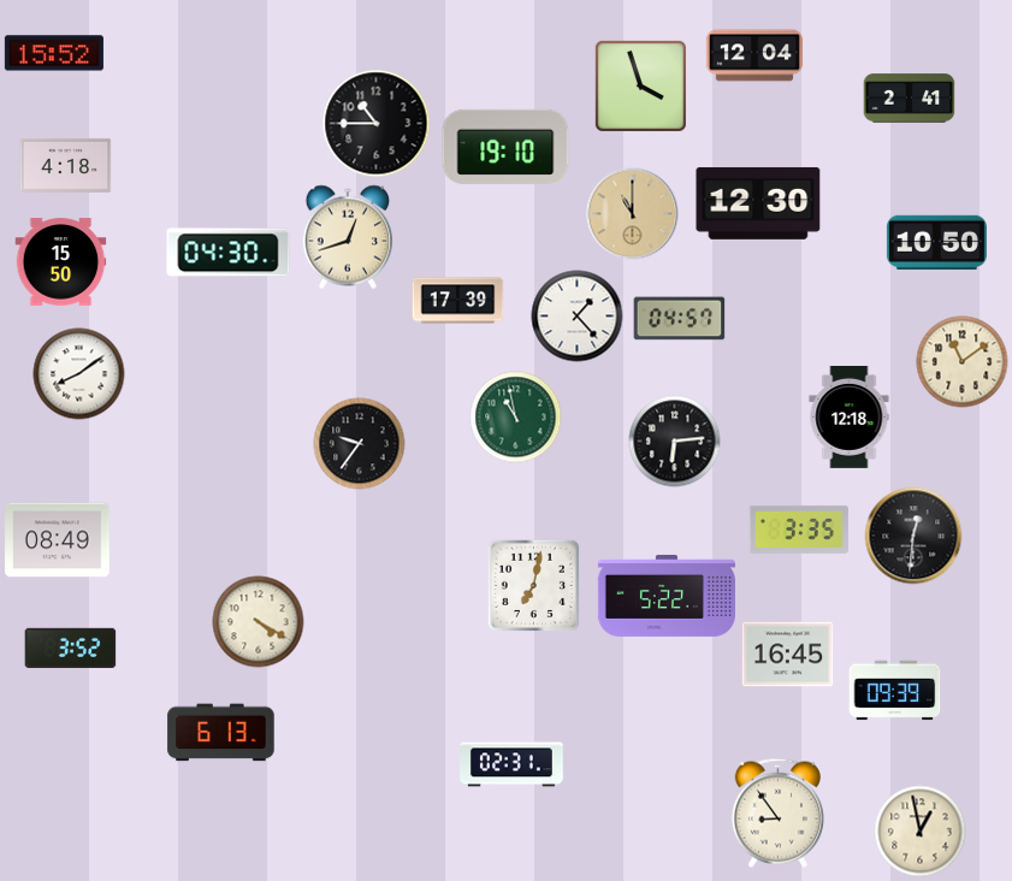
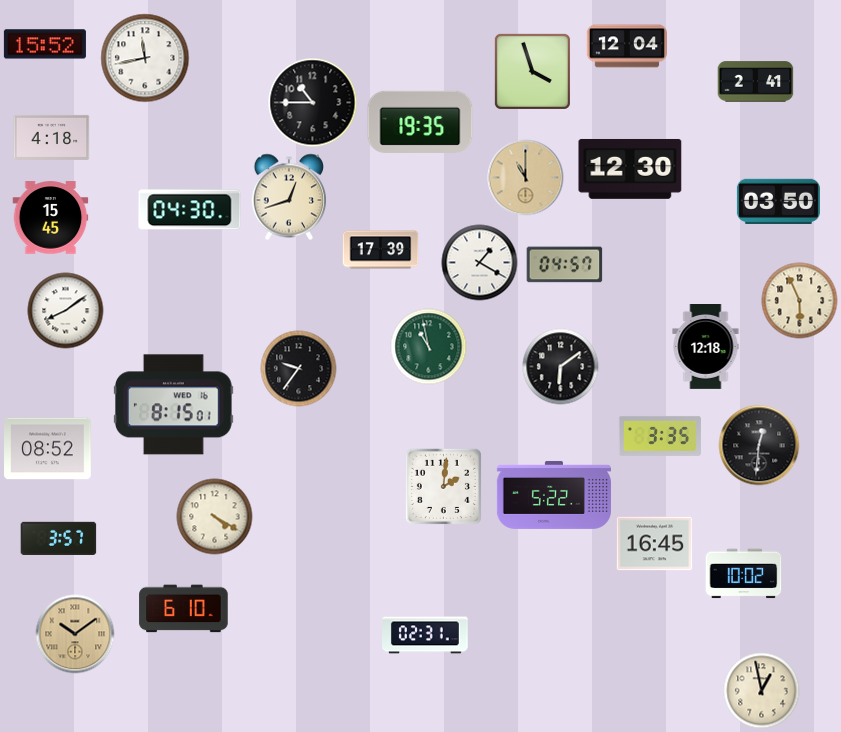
clock at (145, 58): none -> 11:43
clock at (505, 147): 19:10 -> 19:35
clock at (66, 165) position: (66, 165) -> (52, 137)
clock at (936, 242): 10:50 -> 03:50
clock at (61, 262): 15:50 -> 15:45
clock at (578, 317): 1:23 -> 1:20
clock at (963, 362): 11:09 -> 5:56
clock at (675, 442): 6:14 -> 6:09
clock at (174, 405): none -> 8:15
clock at (799, 530) position: (799, 530) -> (660, 436)
clock at (58, 540): 08:49 -> 08:52
clock at (533, 585): 7:02 -> 2:01
clock at (71, 648): 3:52 -> 3:57
clock at (895, 691): 09:39 -> 10:02
clock at (221, 733): 6:13 -> 6:10
clock at (75, 634): none -> 10:09
clock at (777, 812): 8:54 -> none
clock at (921, 832) position: (921, 832) -> (762, 691)
